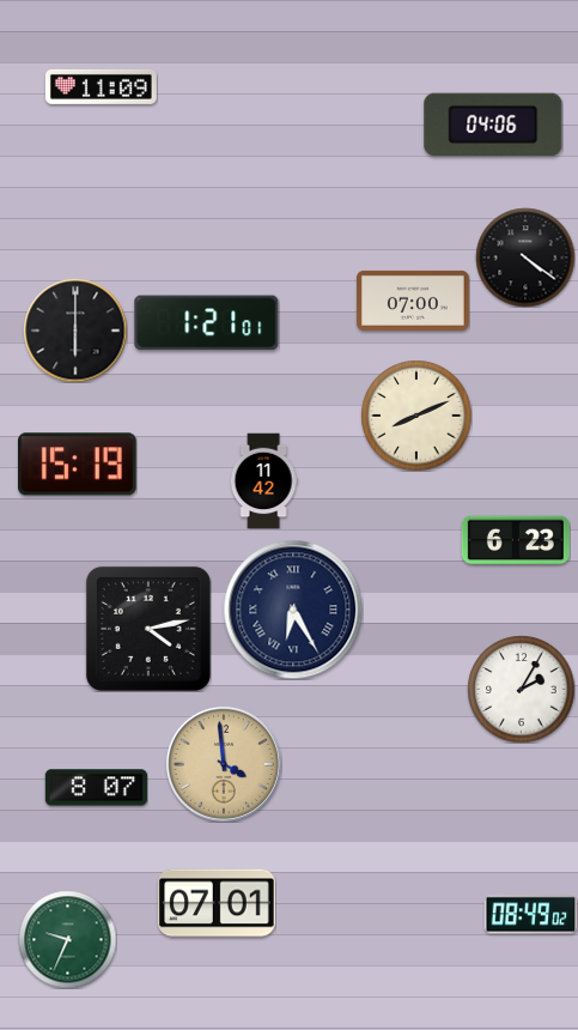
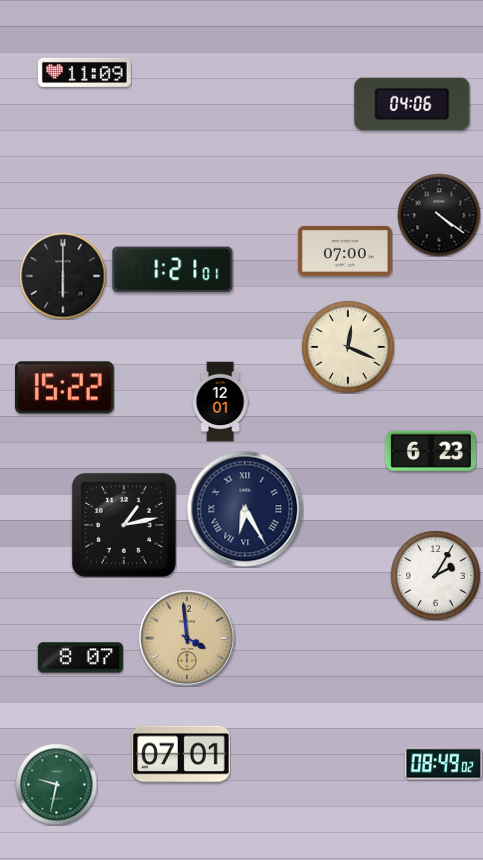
clock at (416, 416): 8:11 -> 12:19
clock at (78, 465): 15:19 -> 15:22
clock at (263, 480): 11:42 -> 12:01
clock at (148, 629): 4:13 -> 1:13
clock at (67, 939): 9:34 -> 9:32
